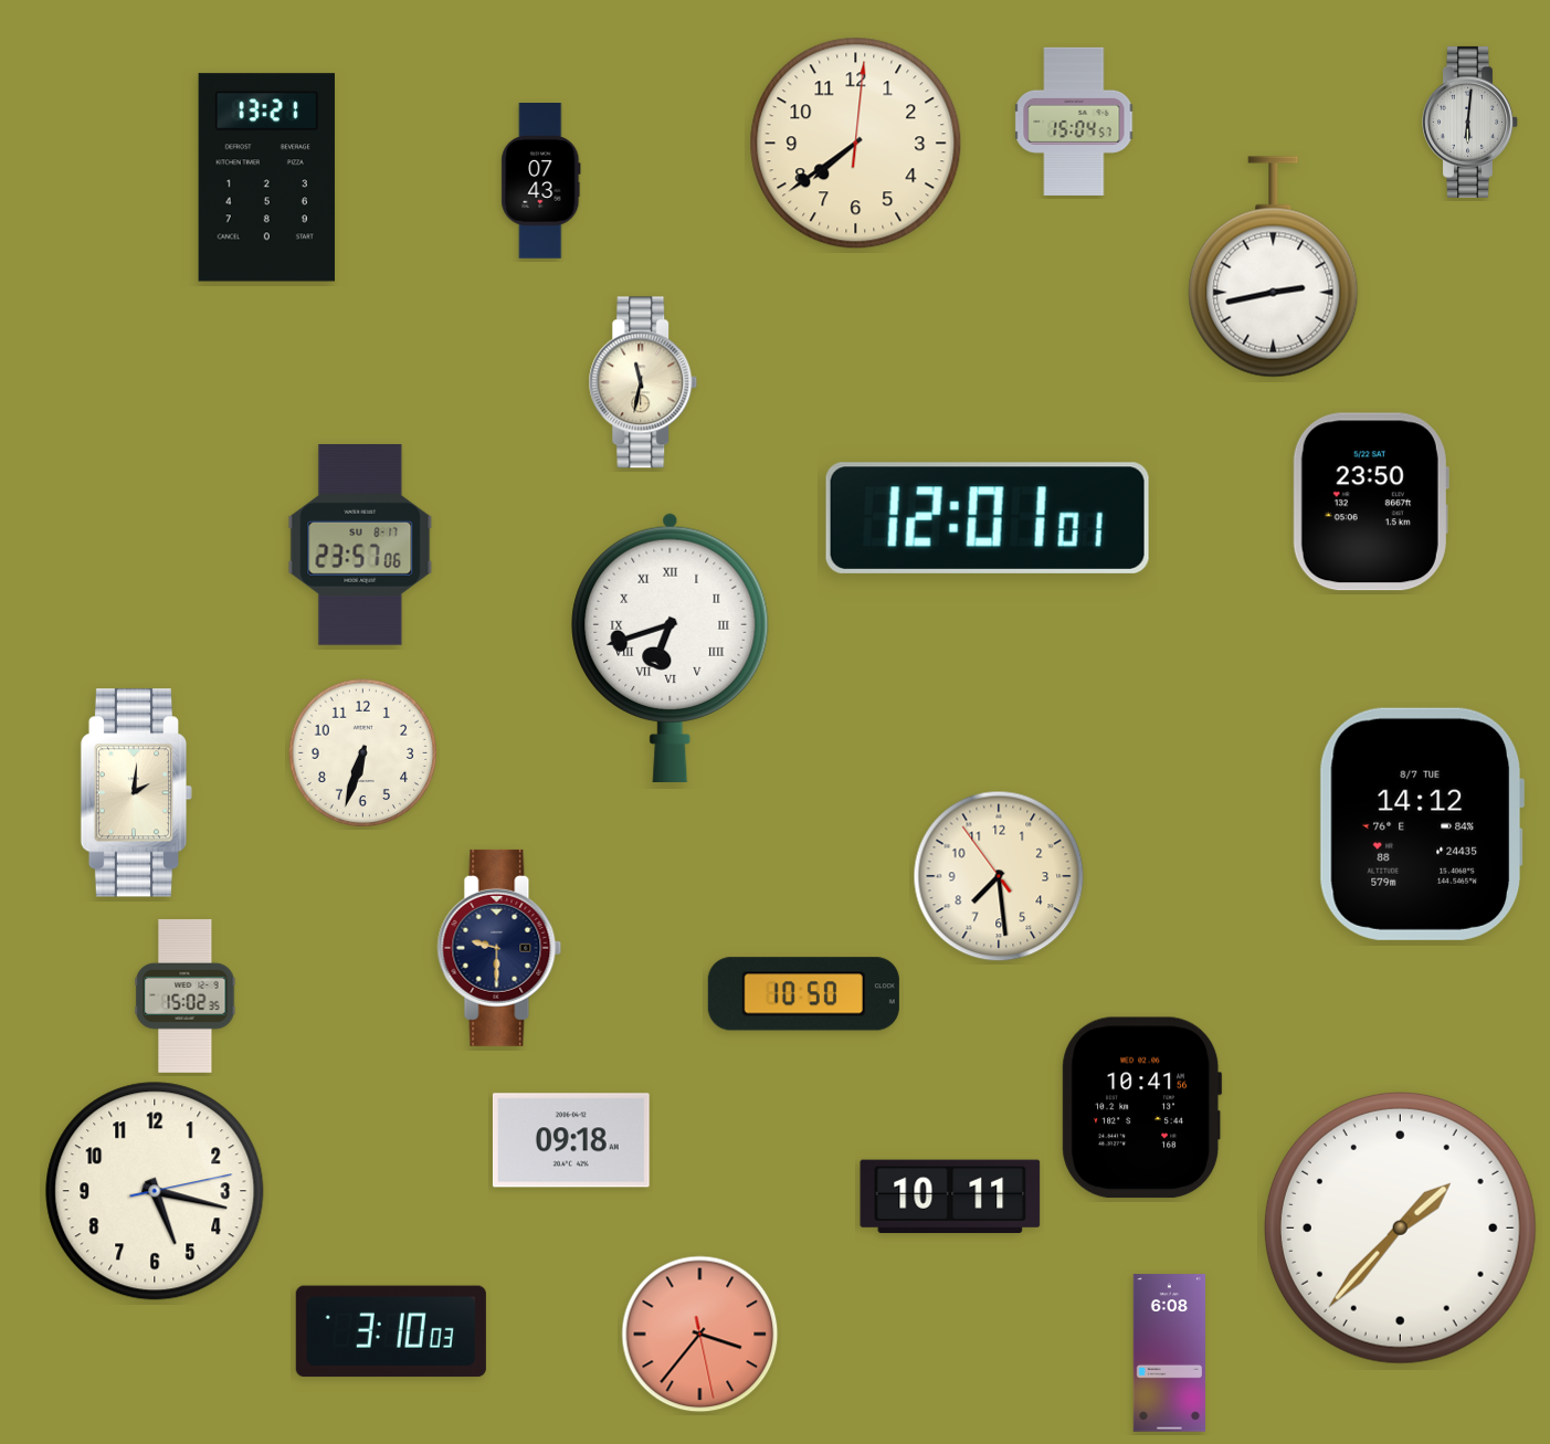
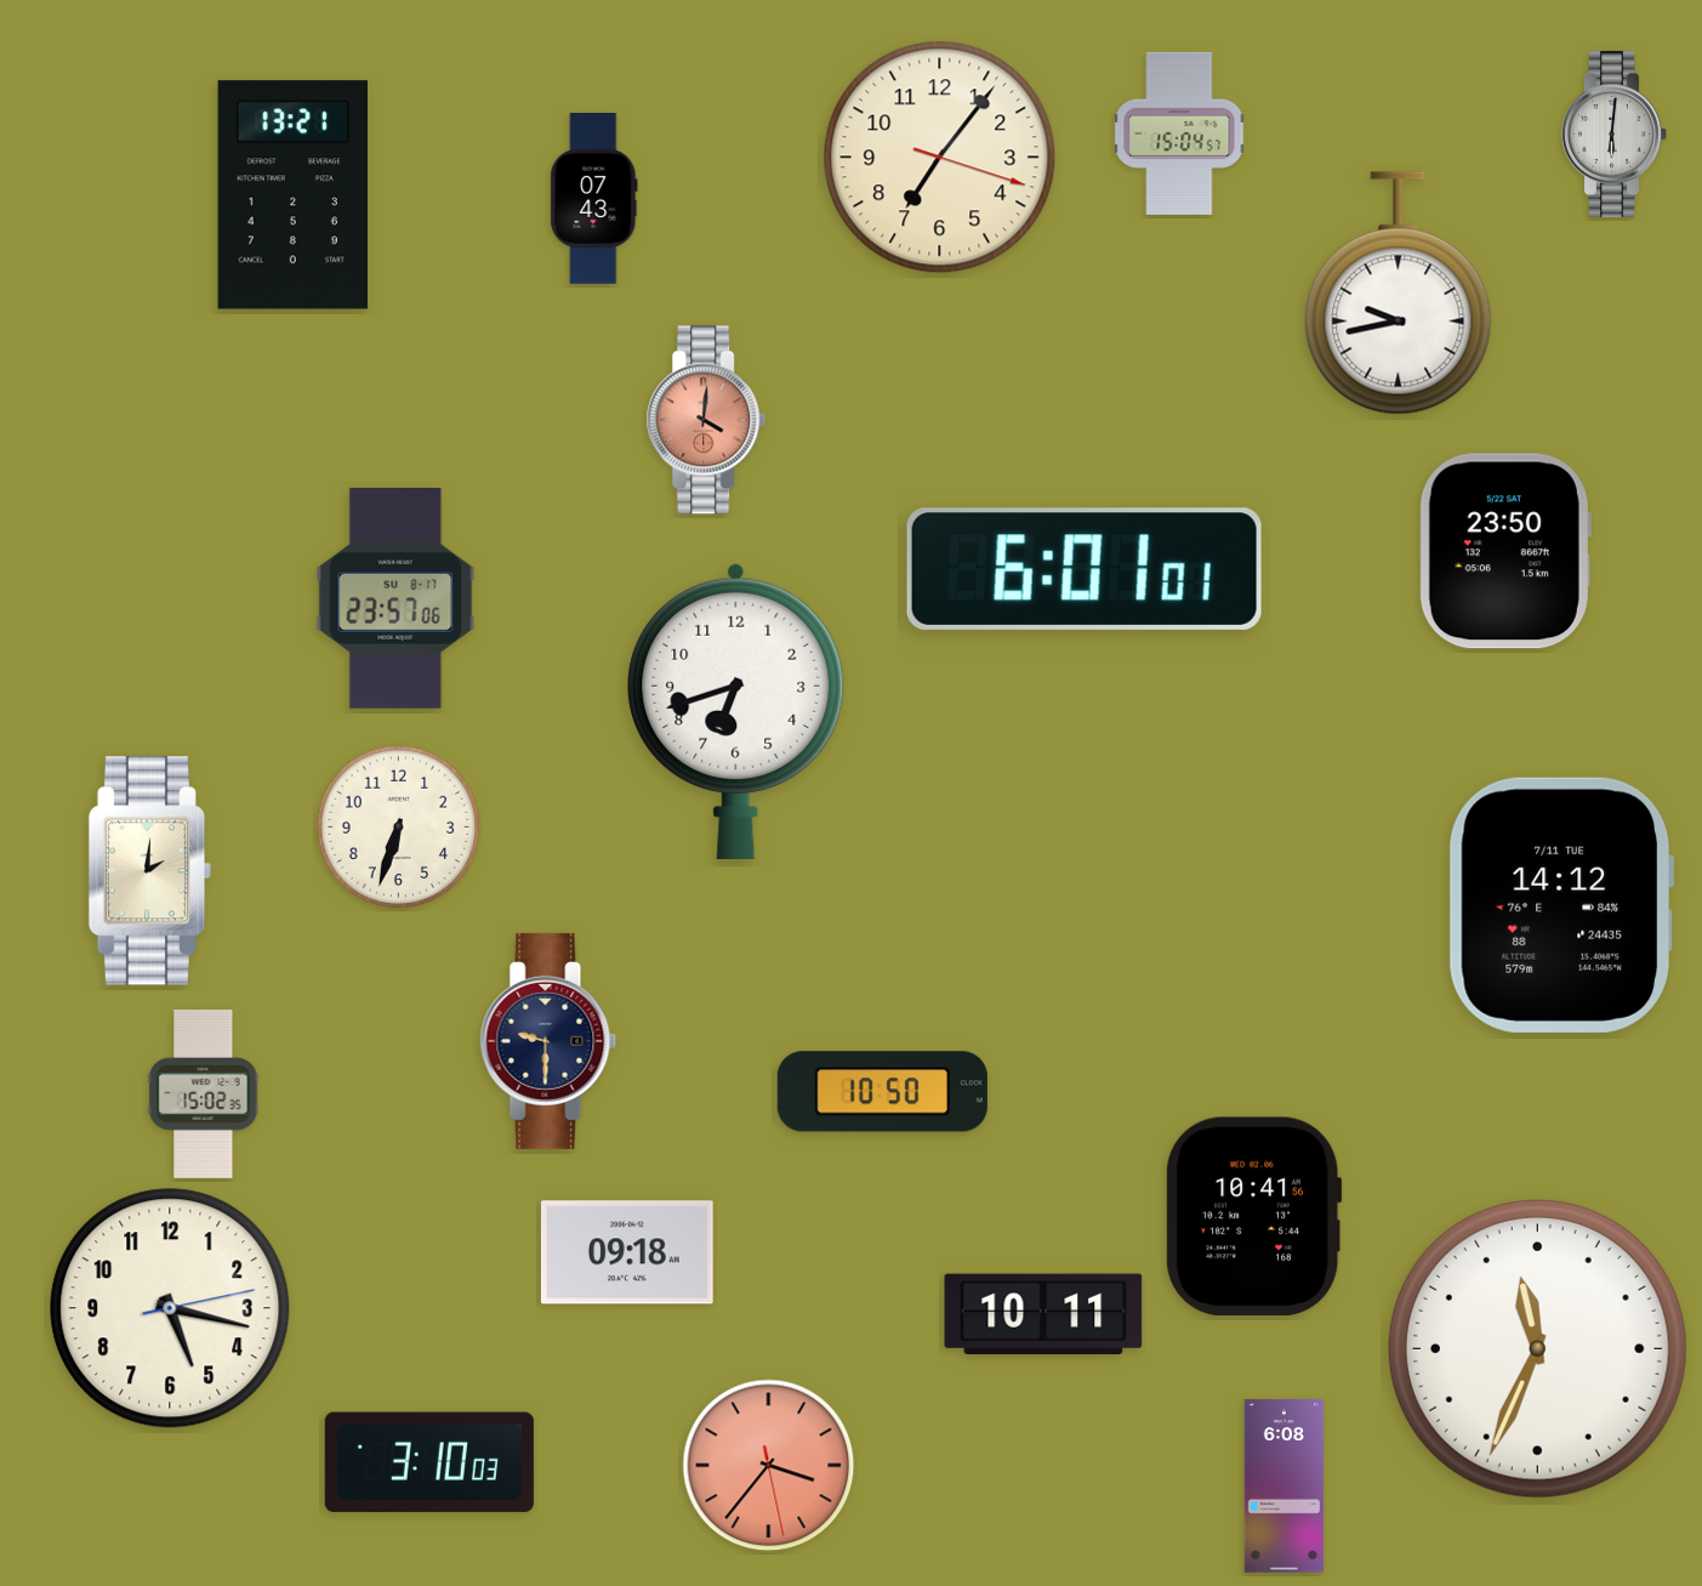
clock at (856, 144): 7:39 -> 7:06
clock at (1274, 267): 2:43 -> 9:43
clock at (643, 382): 11:32 -> 4:01
clock at (643, 382) dial: cream -> salmon
clock at (988, 518): 12:01 -> 6:01
clock at (671, 646) numerals: Roman -> Arabic
clock at (1421, 824) date: 8/7 TUE -> 7/11 TUE
clock at (999, 876): 7:28 -> none
clock at (1400, 1227): 1:37 -> 11:34
